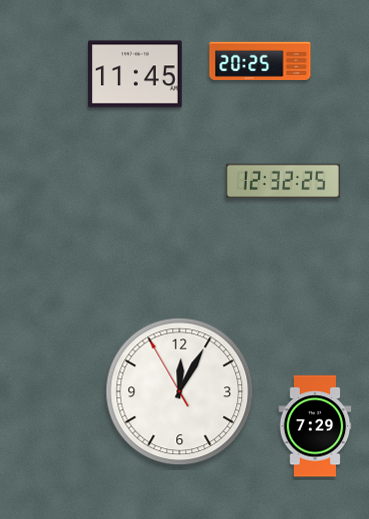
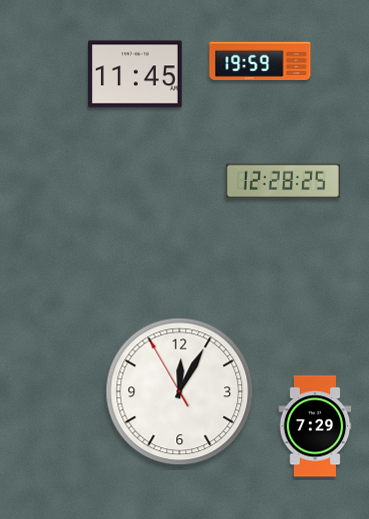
clock at (260, 60): 20:25 -> 19:59
clock at (283, 181): 12:32 -> 12:28
